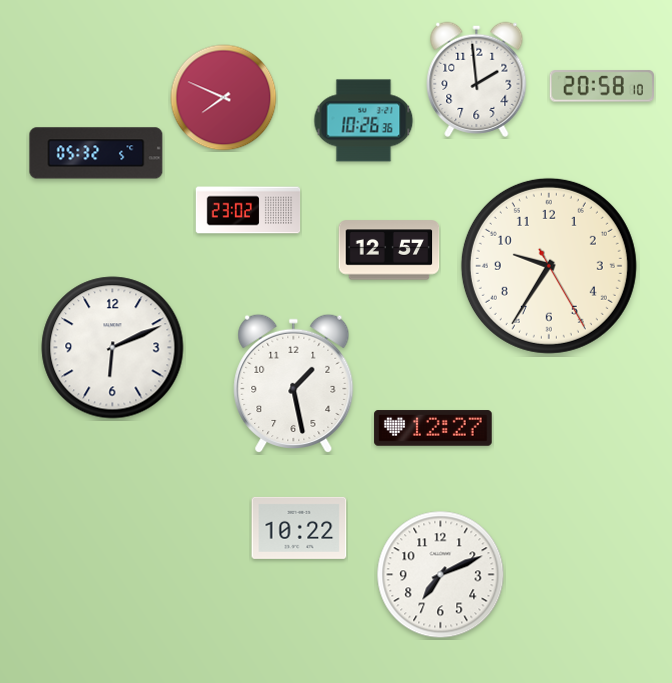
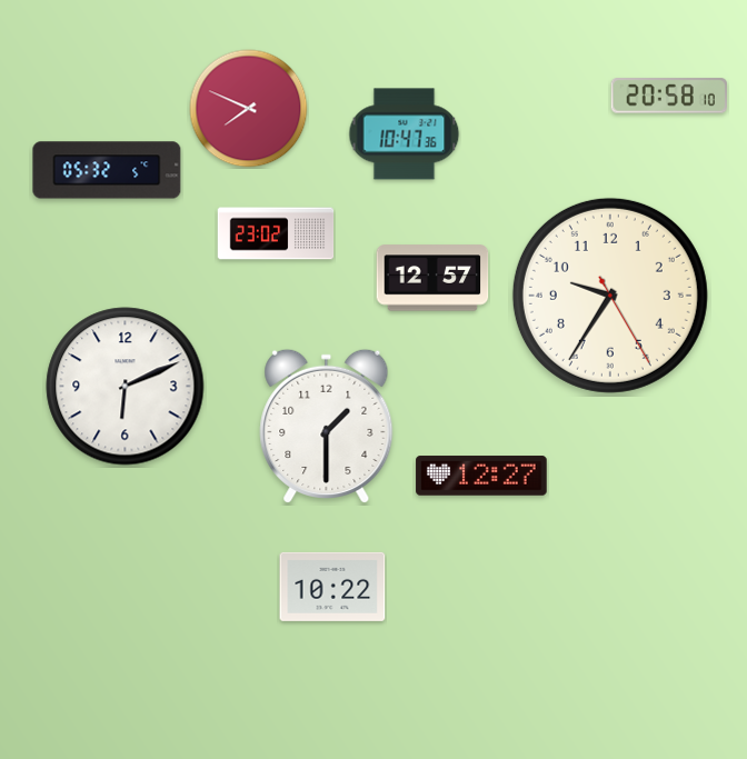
clock at (477, 79): 1:59 -> none
clock at (364, 121): 10:26 -> 10:47
clock at (294, 383): 1:28 -> 1:30
clock at (441, 575): 7:11 -> none
